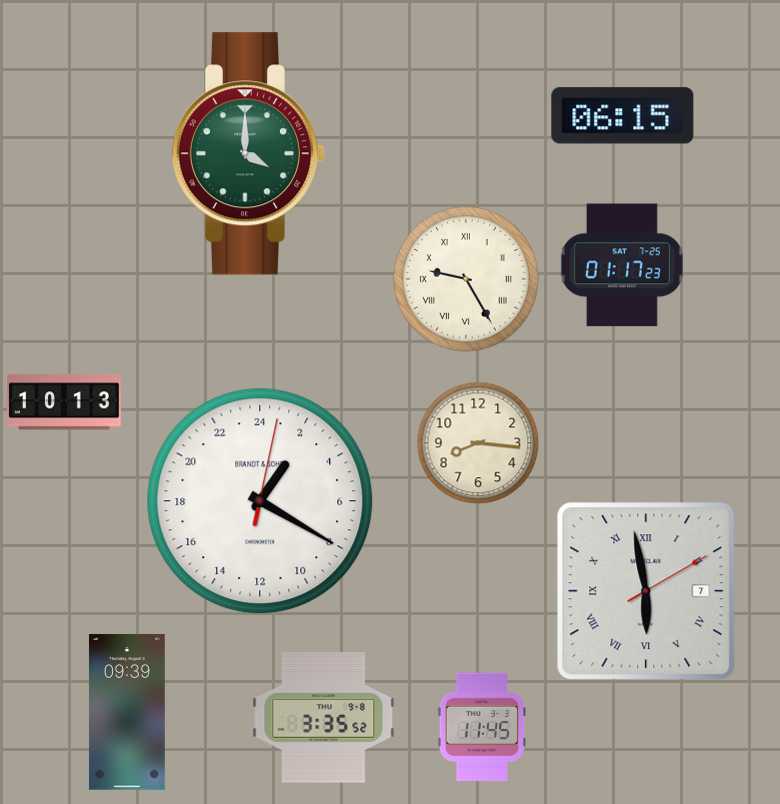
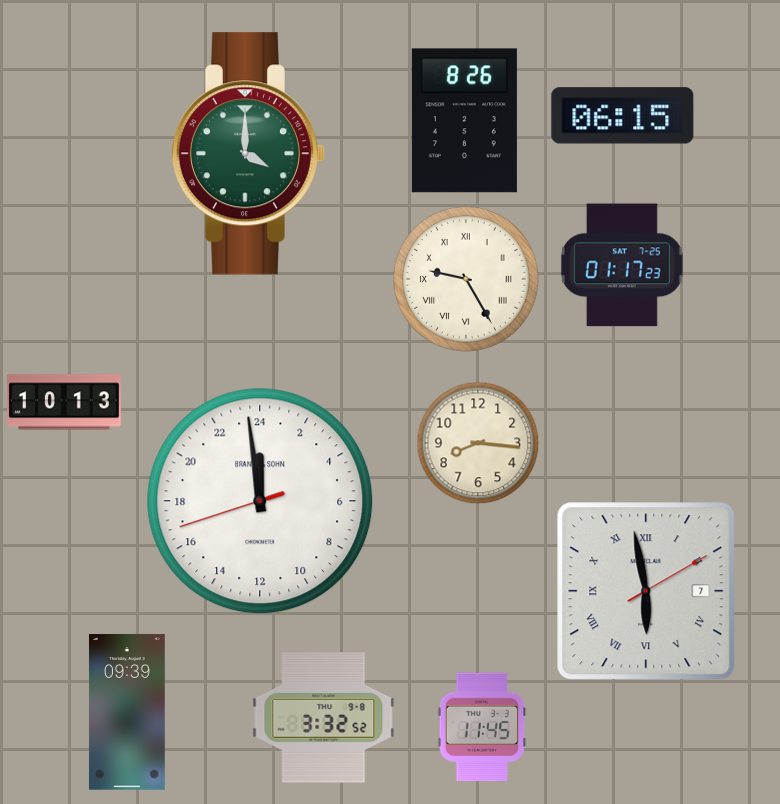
clock at (464, 121): none -> 8:26
clock at (260, 501): 2:20 -> 23:58
clock at (324, 718): 3:35 -> 3:32
